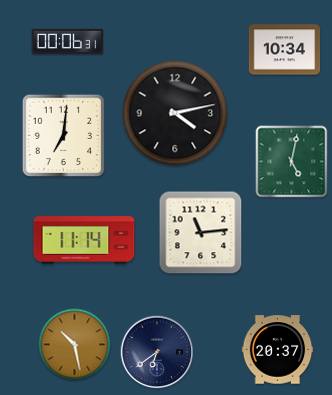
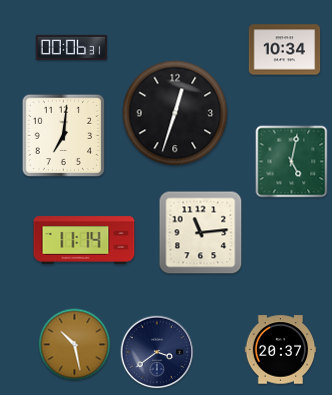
clock at (68, 41) position: (68, 41) -> (72, 47)
clock at (175, 113): 4:13 -> 12:33
clock at (278, 350) position: (278, 350) -> (281, 350)
clock at (157, 352): 6:39 -> 3:39
